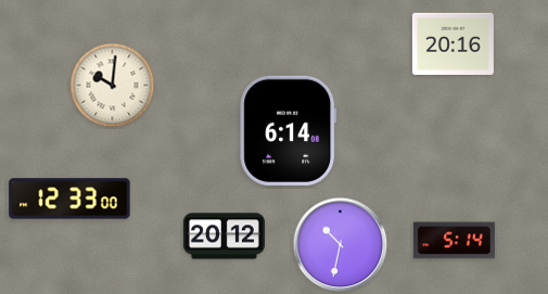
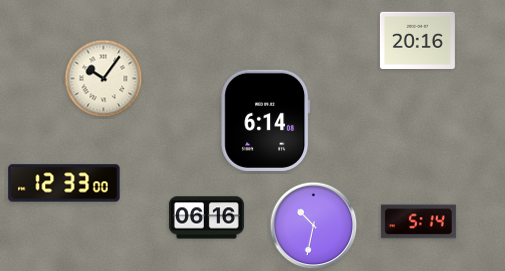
clock at (113, 86): 10:01 -> 10:06
clock at (224, 237): 20:12 -> 06:16
